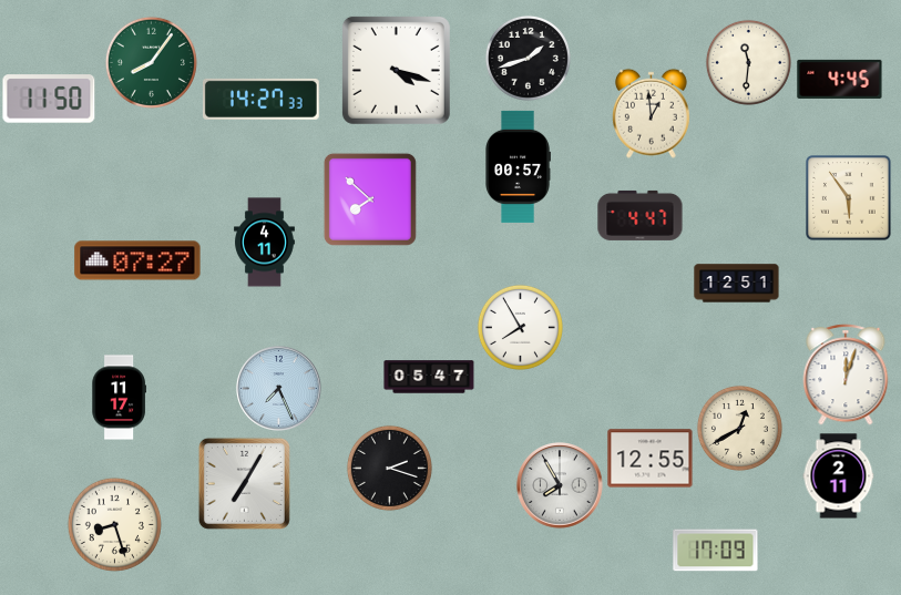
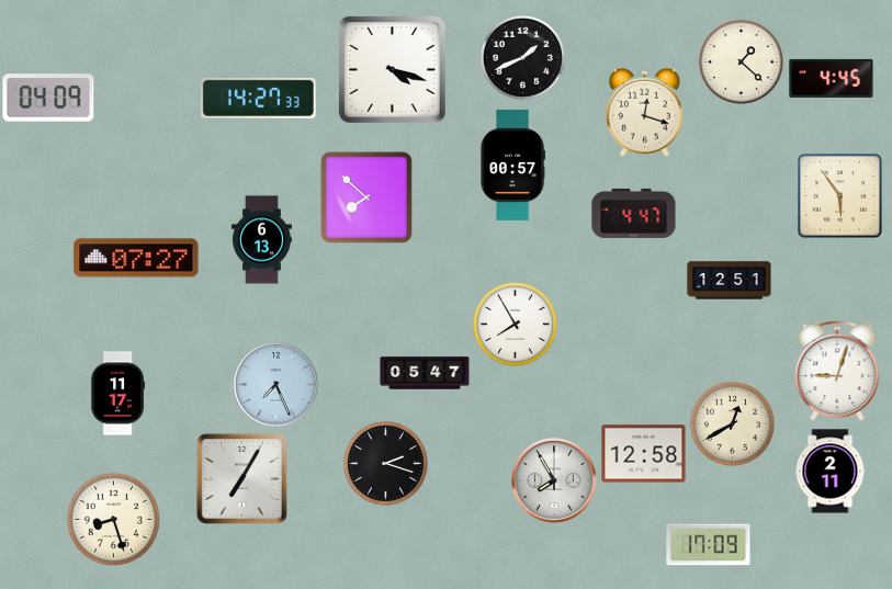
clock at (528, 58): 1:42 -> 1:41
clock at (151, 62): 8:06 -> none
clock at (748, 62): 11:31 -> 1:22
clock at (49, 99): 11:50 -> 04:09
clock at (651, 113): 12:59 -> 12:18
clock at (265, 243): 4:11 -> 6:13
clock at (846, 375): 12:03 -> 9:03
clock at (651, 459): 12:55 -> 12:58
